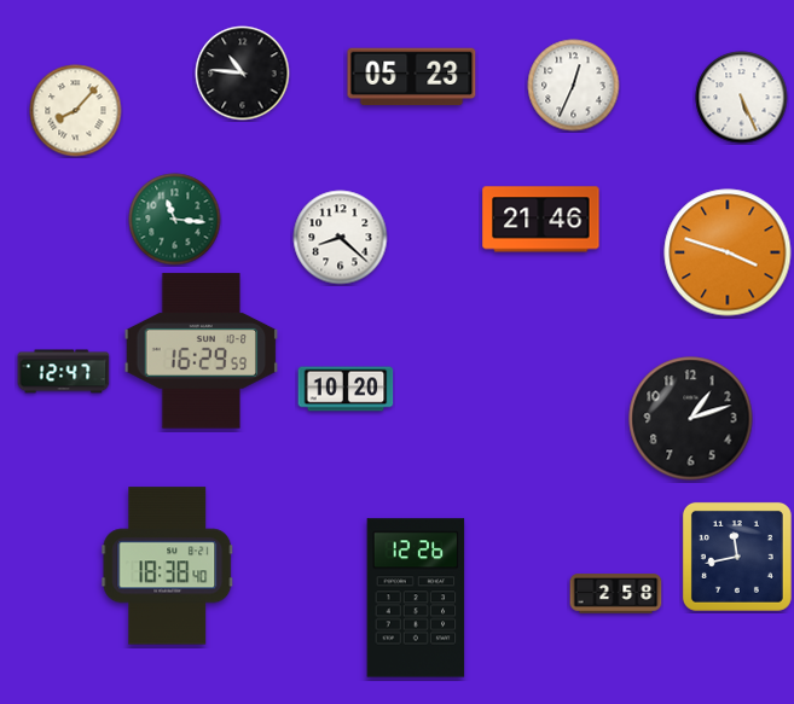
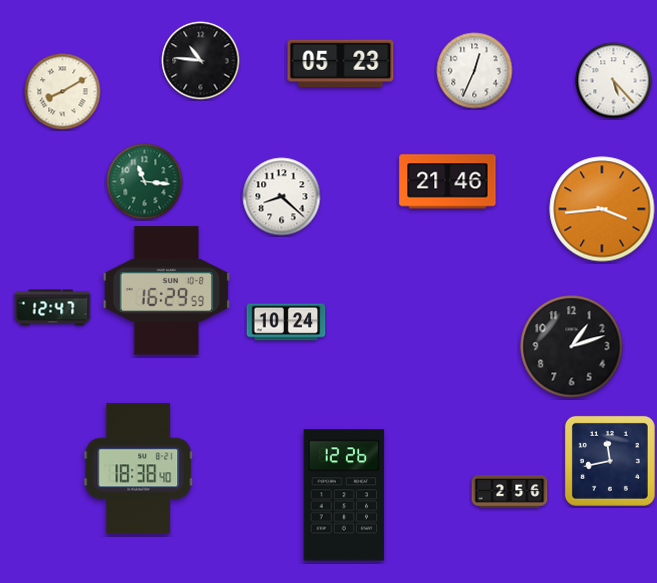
clock at (742, 98): 5:26 -> 5:23
clock at (76, 111): 8:07 -> 8:10
clock at (728, 252): 3:48 -> 3:44
clock at (346, 389): 10:20 -> 10:24
clock at (616, 594): 2:58 -> 2:56
